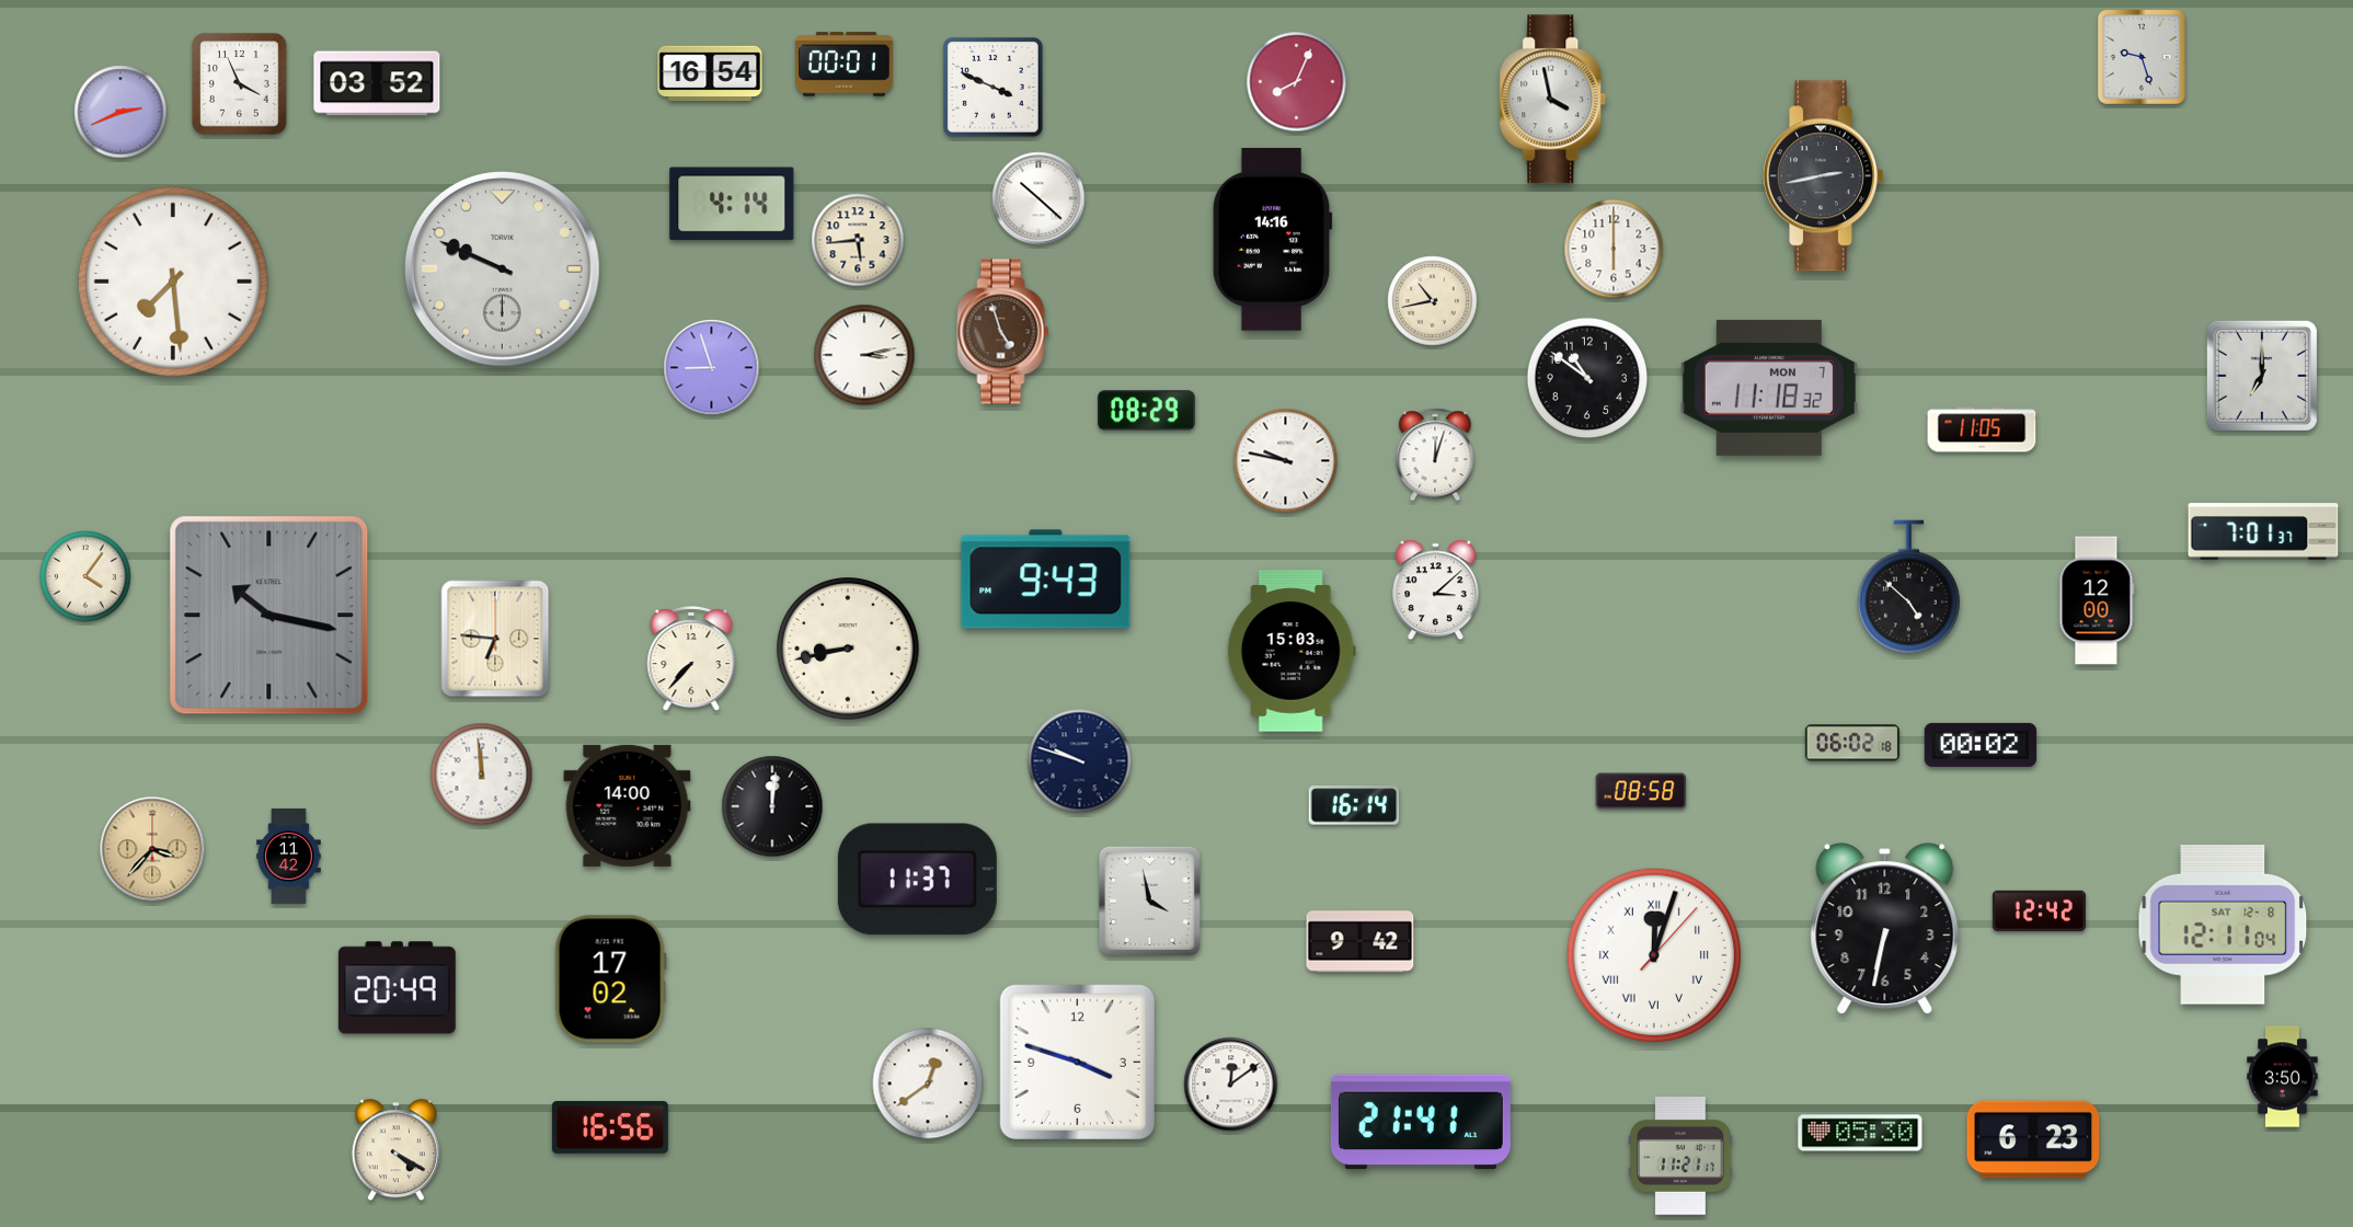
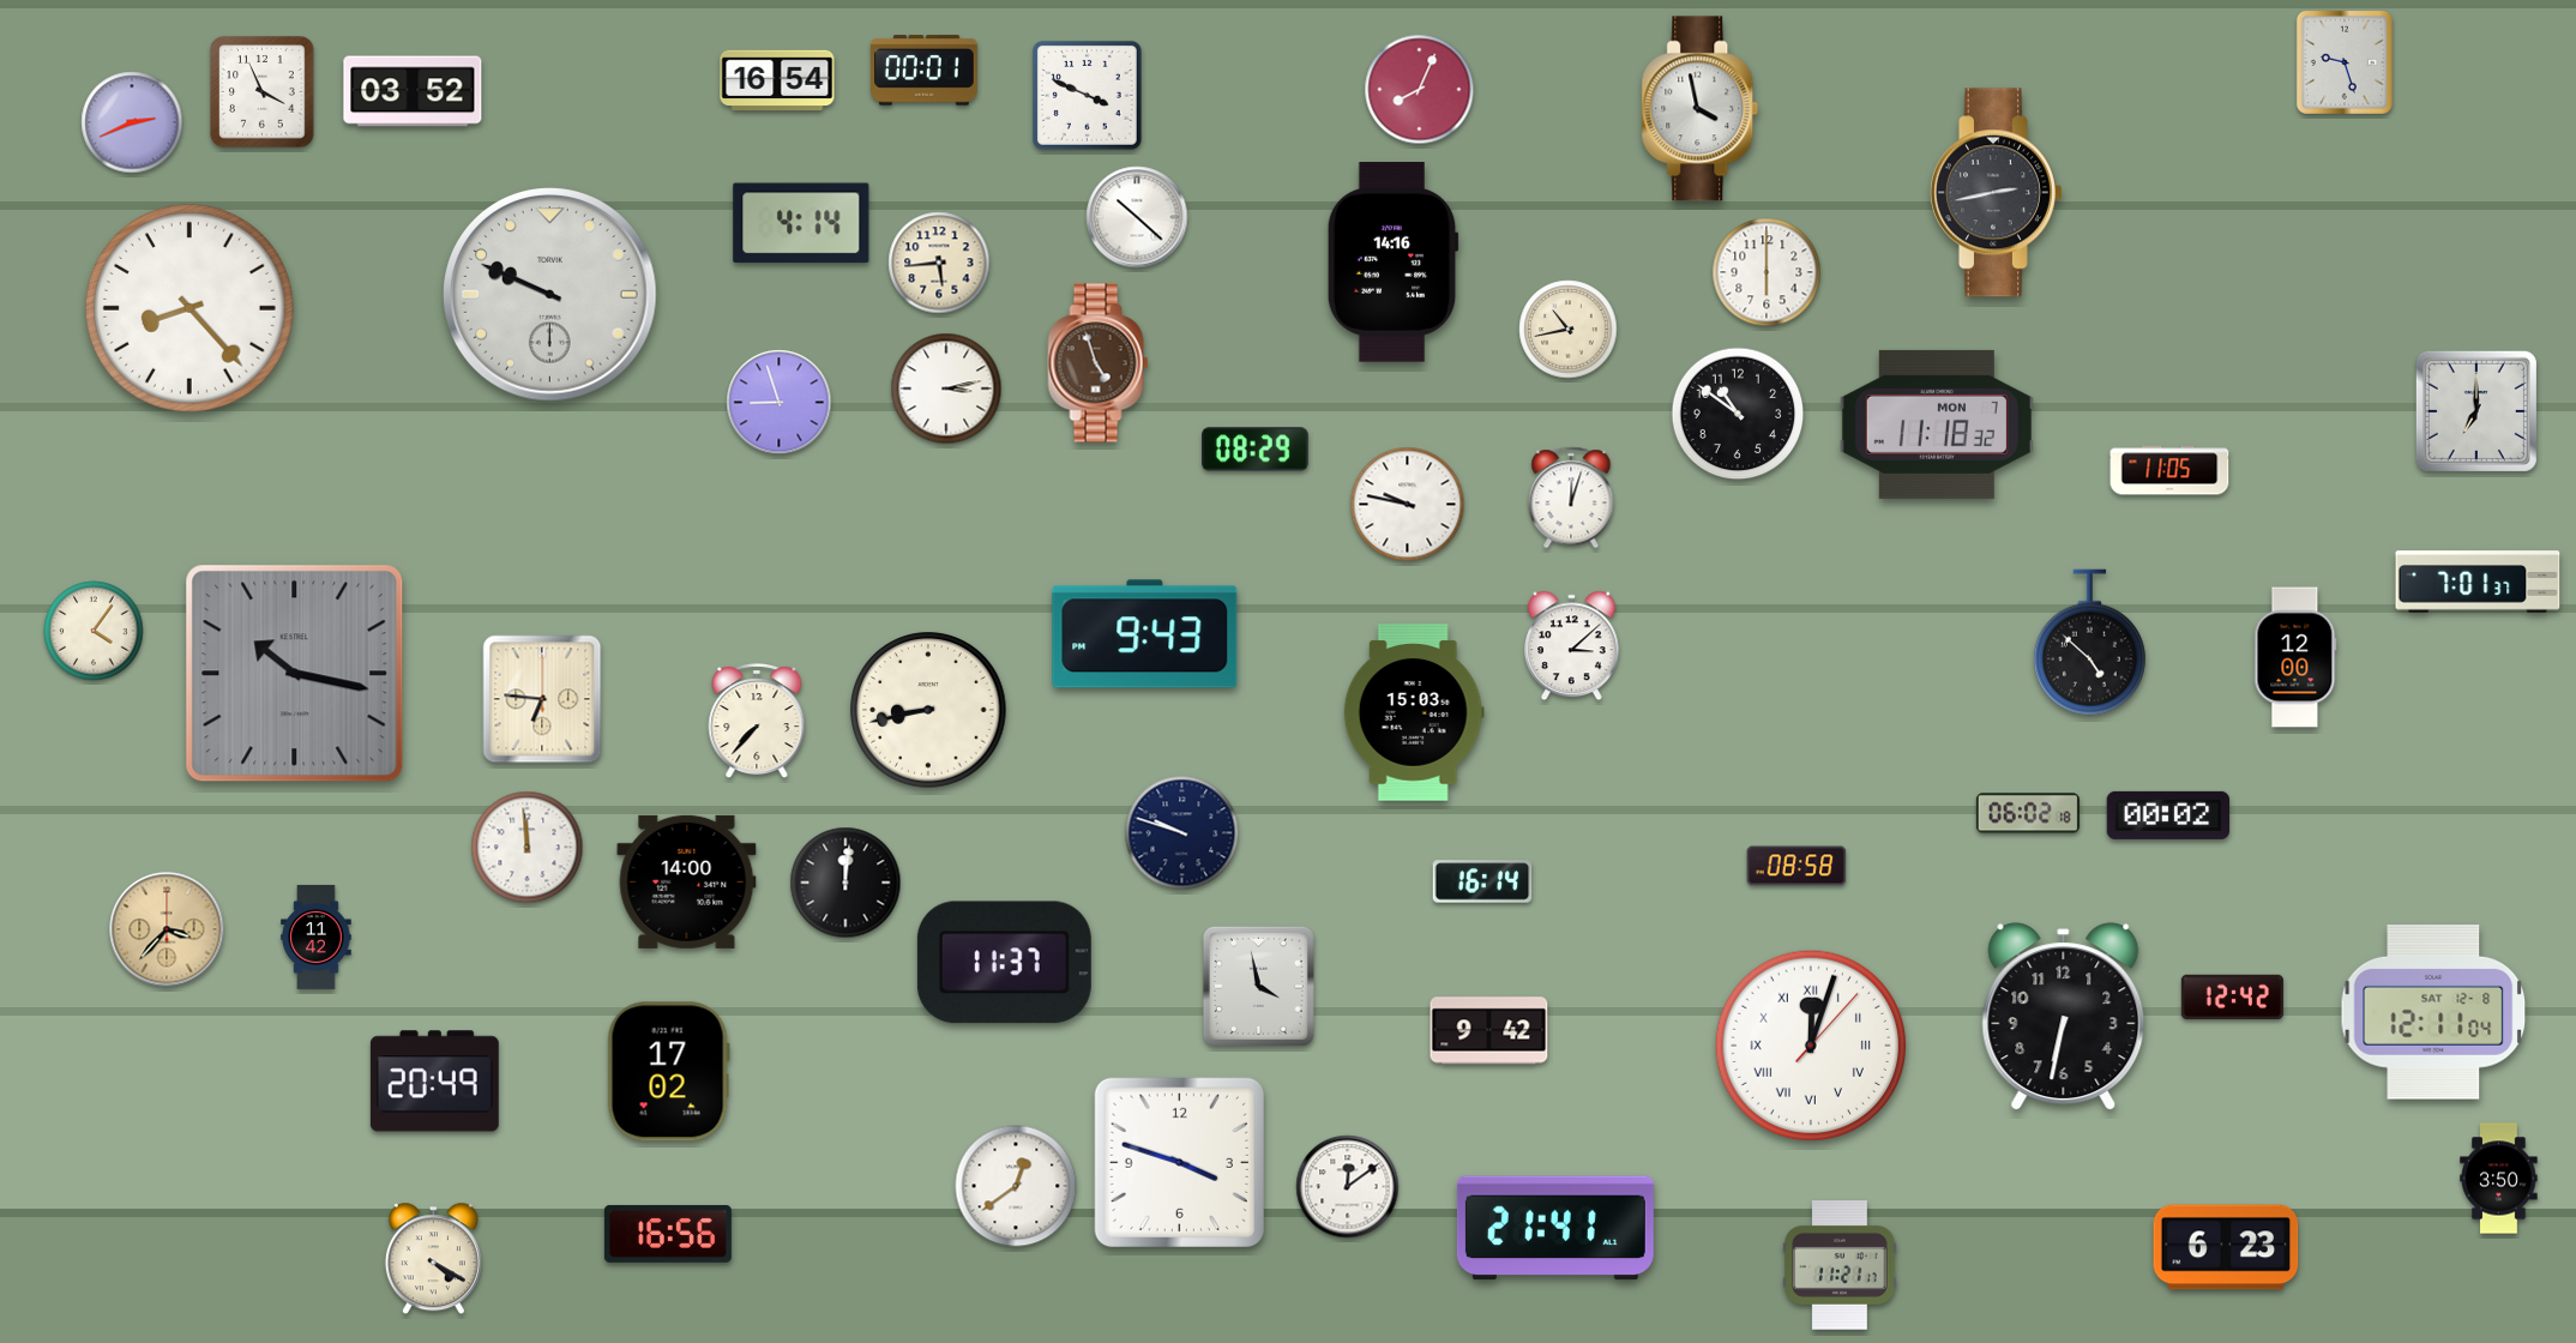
clock at (173, 282): 7:29 -> 8:23
clock at (1860, 1133): 05:30 -> none
